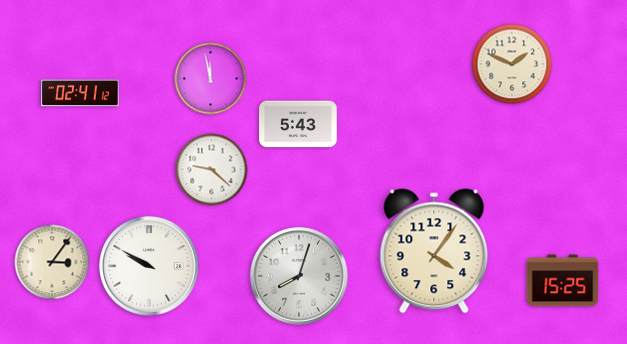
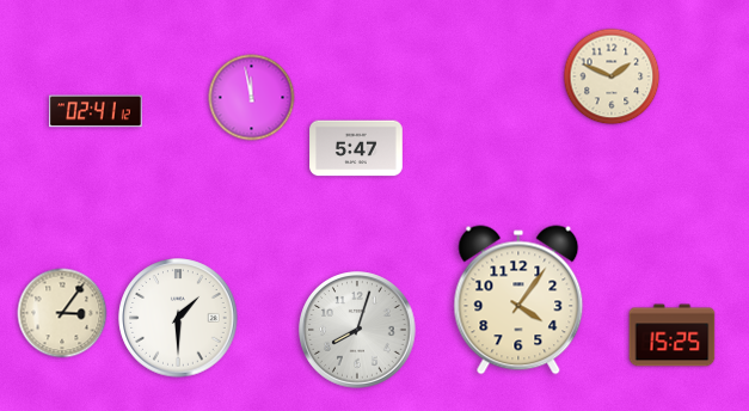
clock at (211, 79) position: (211, 79) -> (252, 98)
clock at (298, 124): 5:43 -> 5:47
clock at (212, 170): 9:22 -> none
clock at (149, 266): 9:50 -> 1:30
